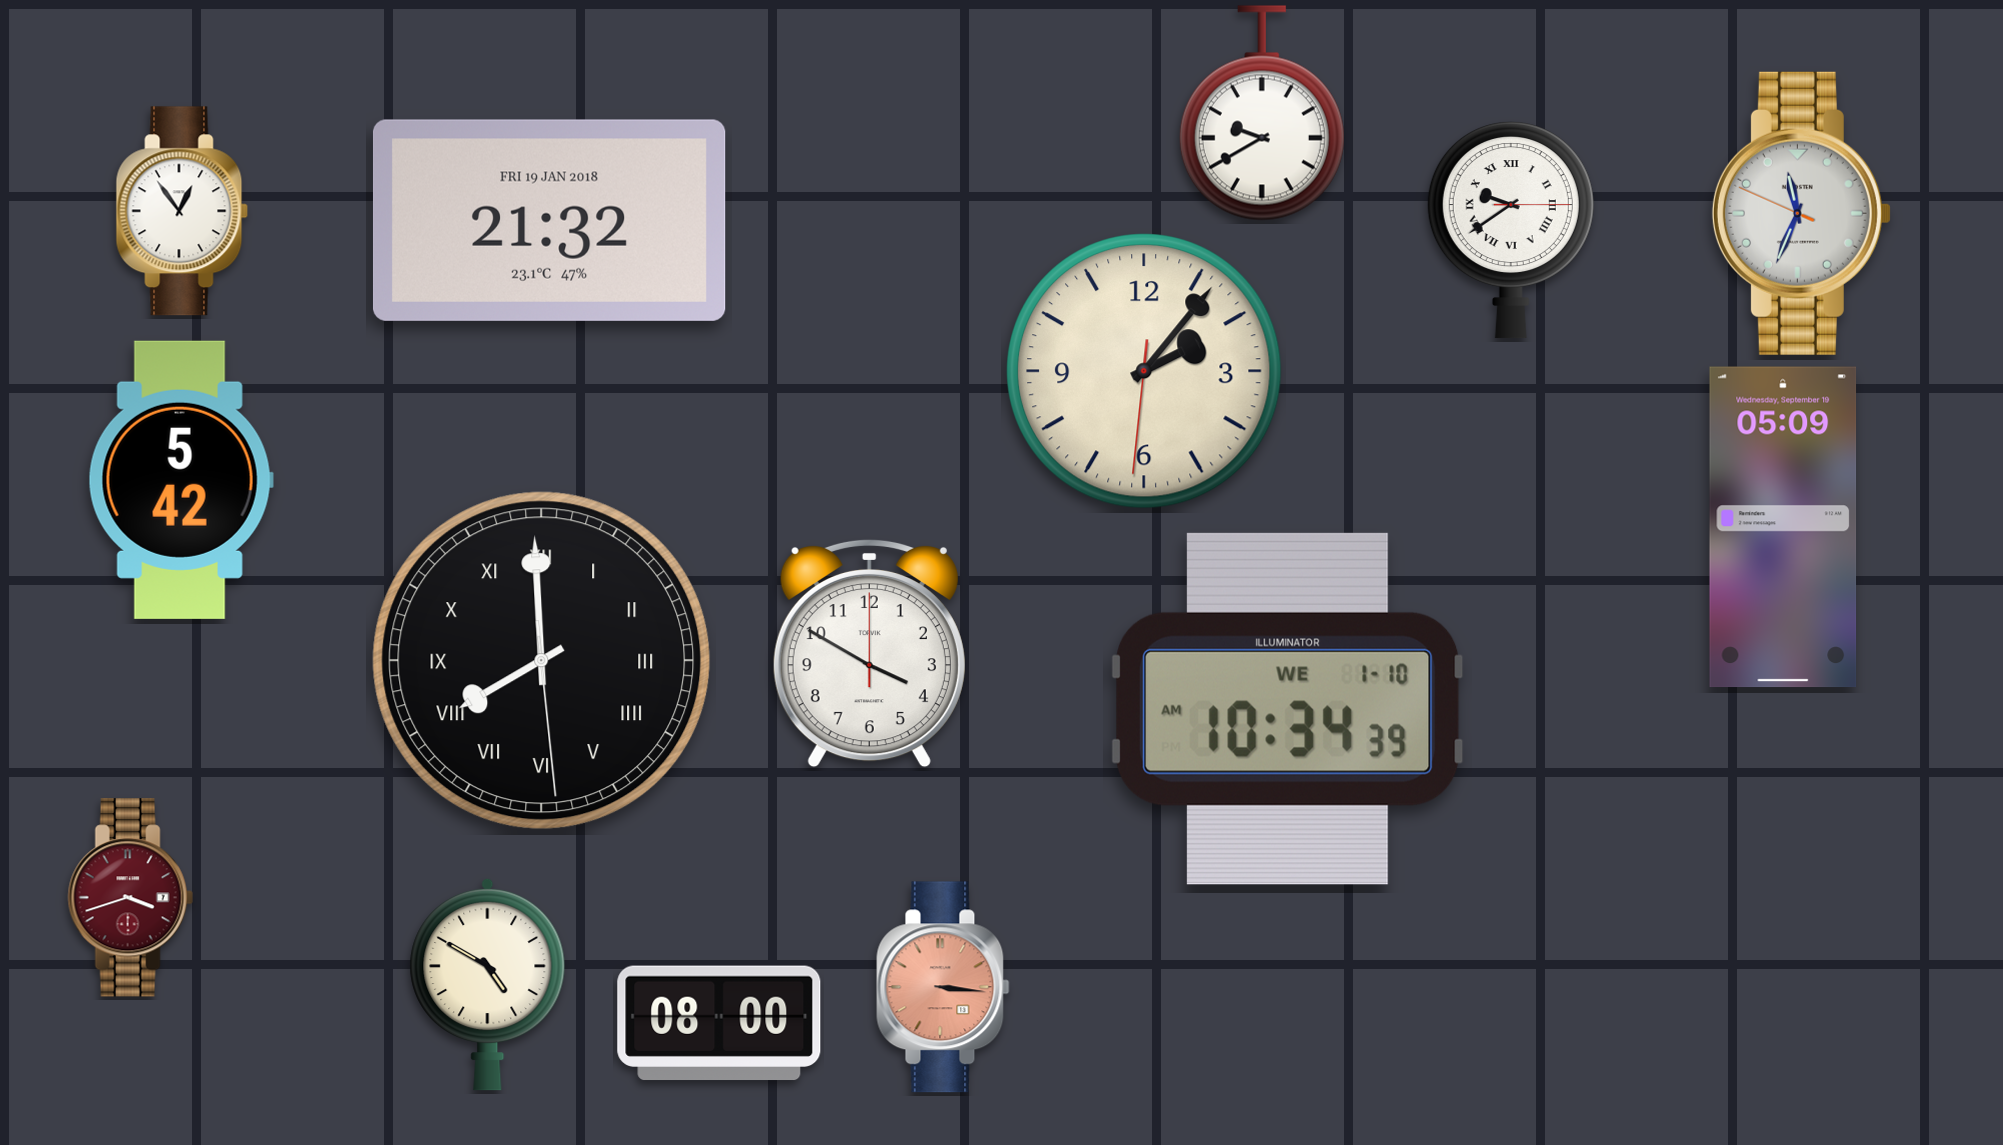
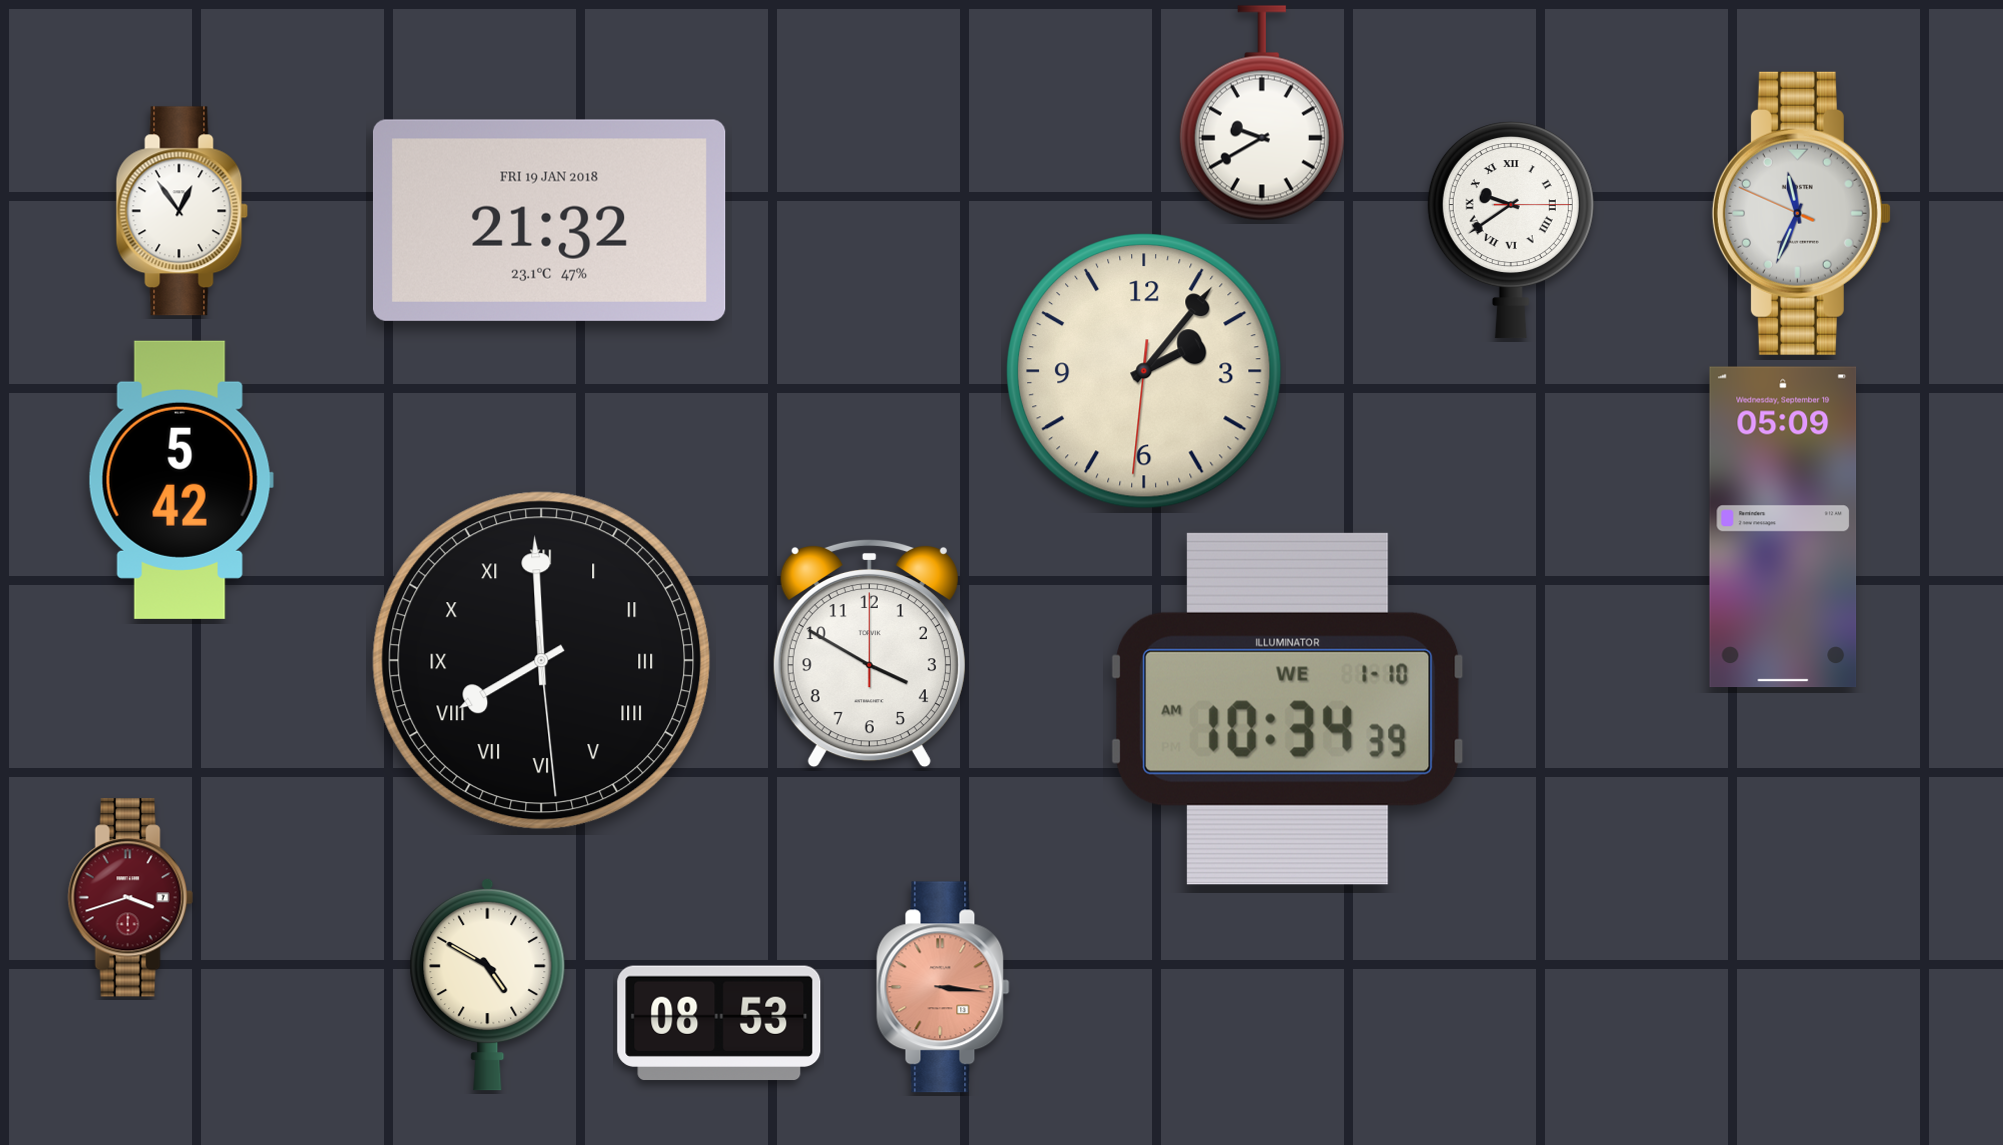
clock at (719, 1023): 08:00 -> 08:53
